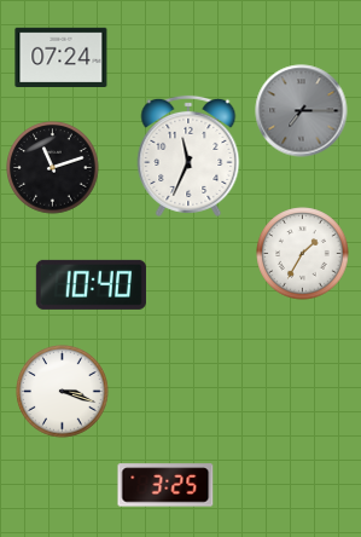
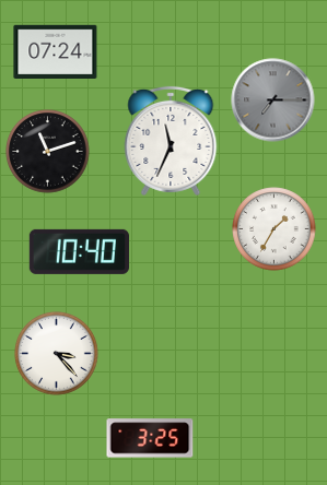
clock at (91, 284) position: (91, 284) -> (79, 251)
clock at (63, 392): 3:18 -> 3:23
